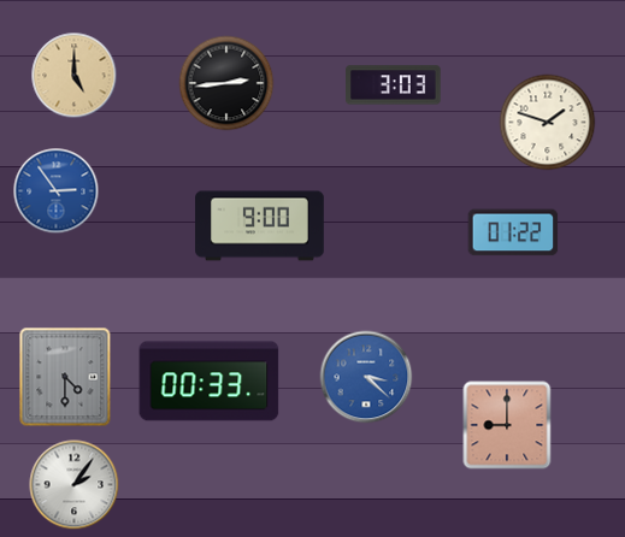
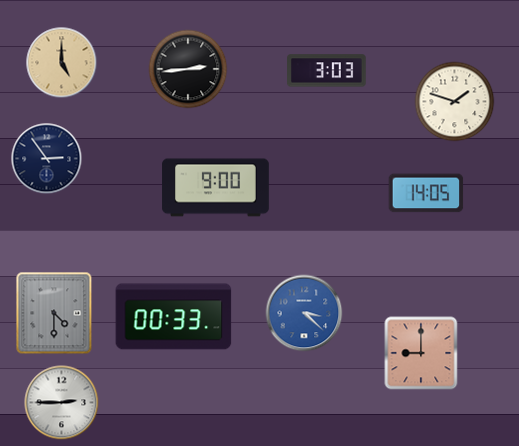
clock at (57, 191) dial: blue -> navy
clock at (513, 232): 01:22 -> 14:05
clock at (75, 485): 2:06 -> 2:45
